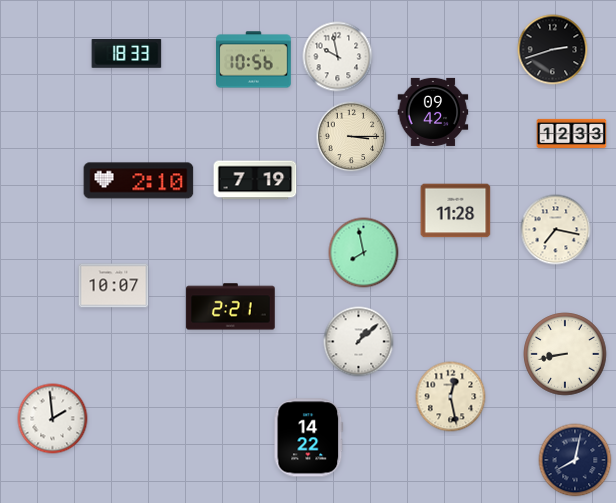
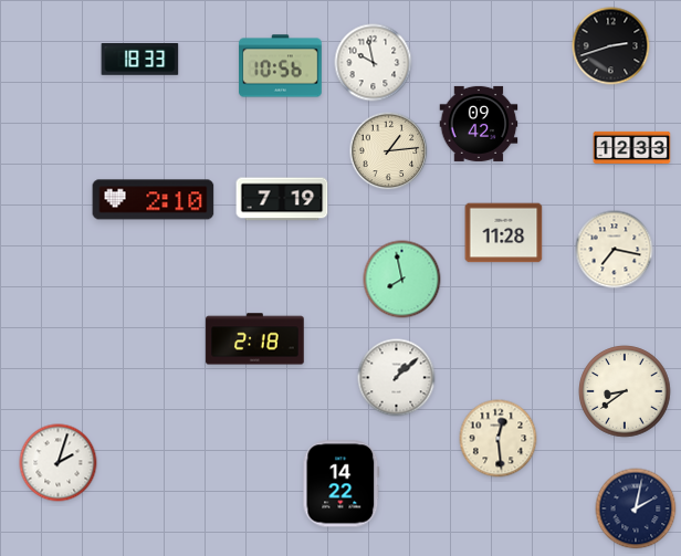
clock at (553, 50) position: (553, 50) -> (611, 46)
clock at (352, 137): 3:15 -> 1:14
clock at (556, 230) position: (556, 230) -> (615, 250)
clock at (114, 286): 10:07 -> none
clock at (231, 307): 2:21 -> 2:18
clock at (565, 354): 8:43 -> 8:39
clock at (451, 397): 12:28 -> 12:29
clock at (53, 419): 1:59 -> 2:03
clock at (575, 460): 8:02 -> 2:02
